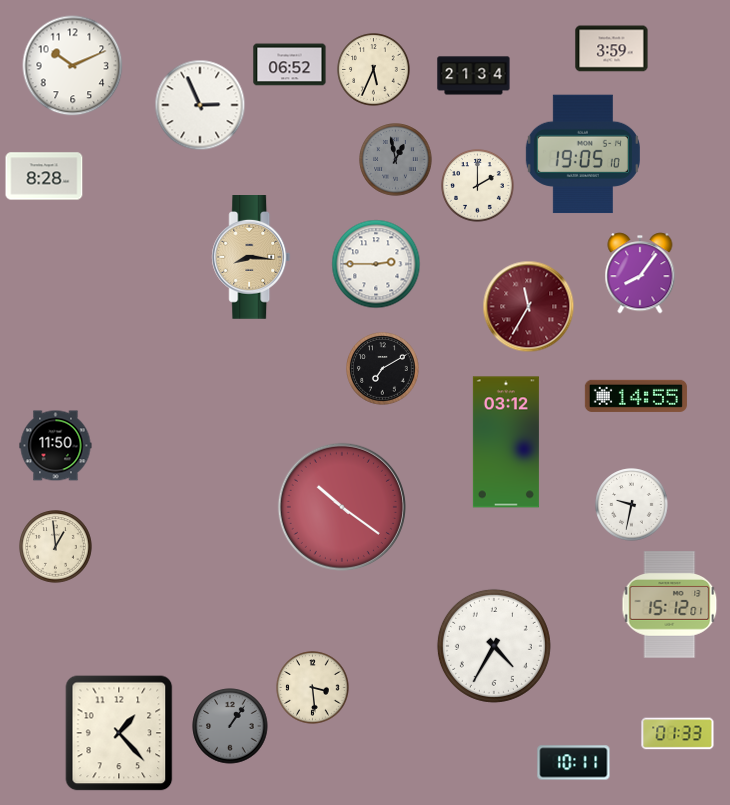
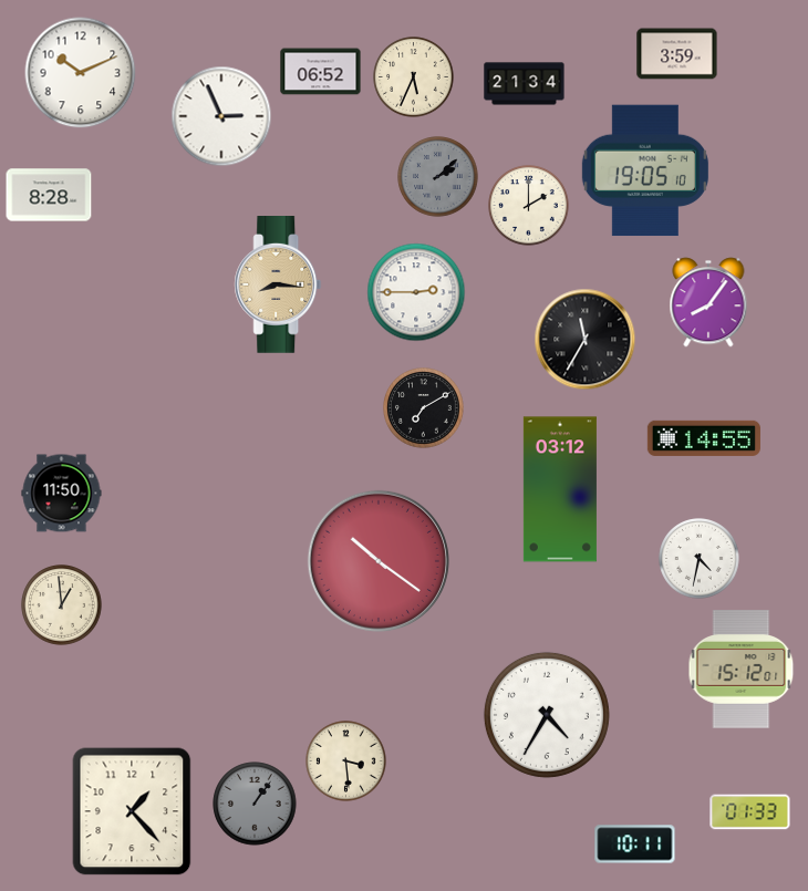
clock at (396, 160): 12:58 -> 2:08
clock at (529, 307) dial: burgundy -> black
clock at (632, 505): 9:32 -> 4:32
